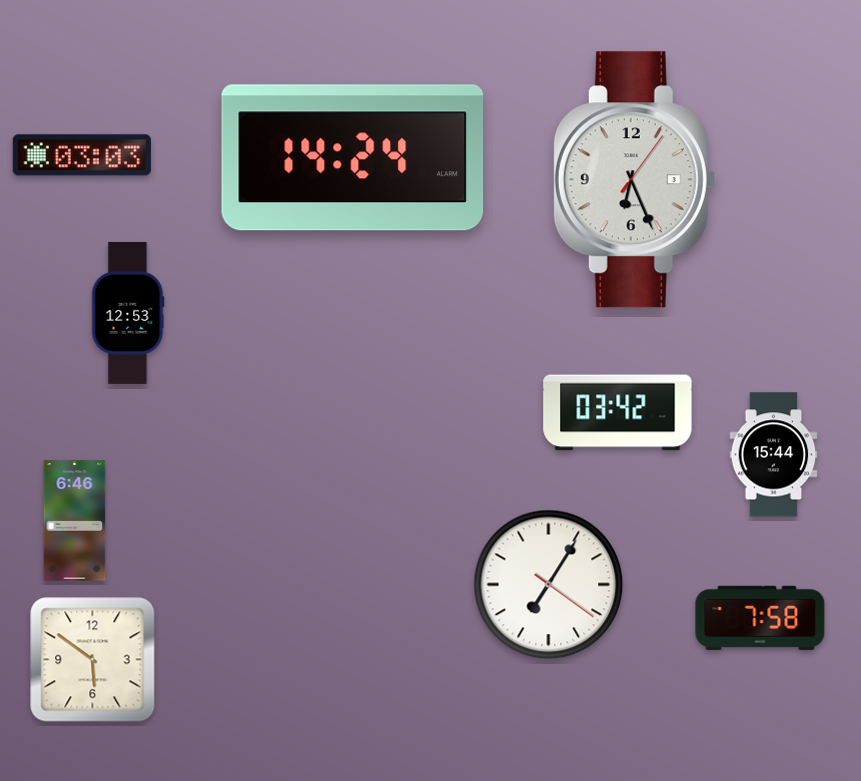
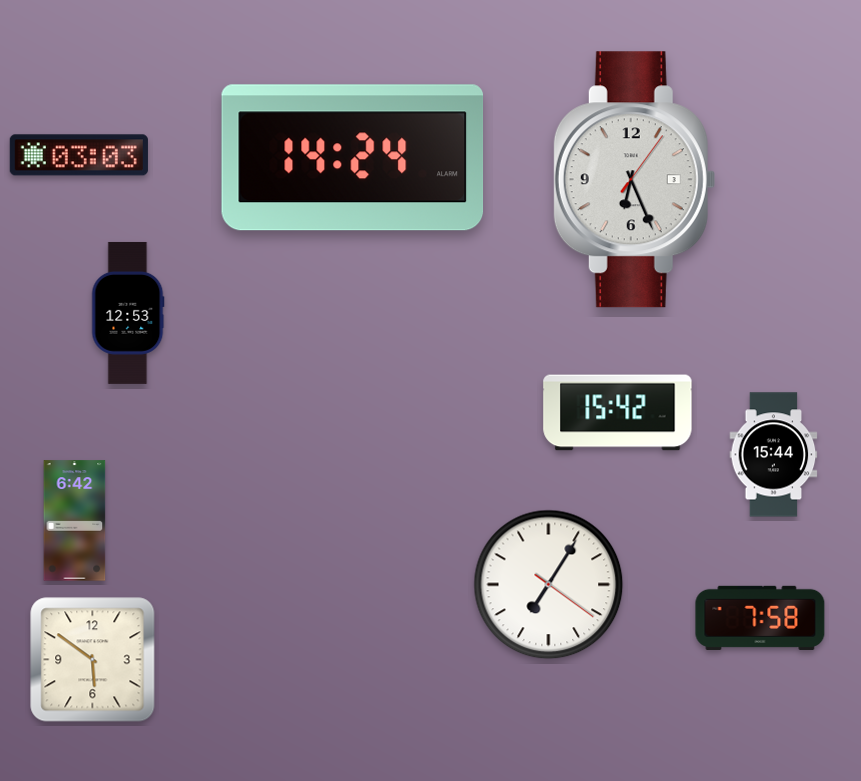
clock at (82, 155) position: (82, 155) -> (79, 155)
clock at (618, 413): 03:42 -> 15:42
clock at (75, 521): 6:46 -> 6:42
